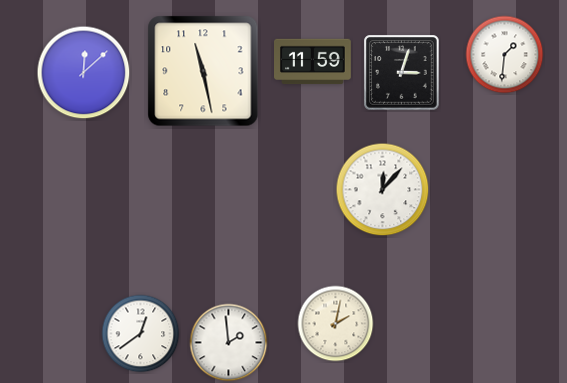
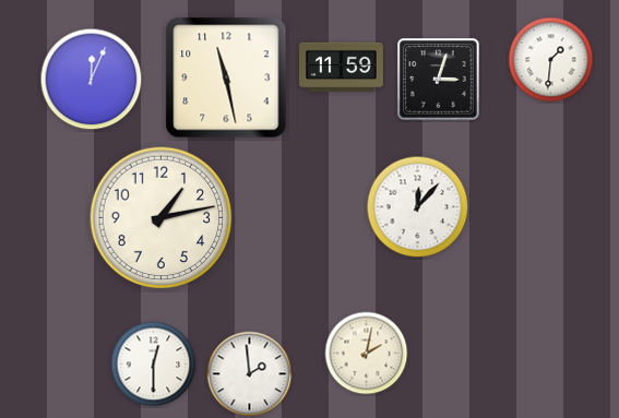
clock at (203, 71) position: (203, 71) -> (226, 77)
clock at (84, 73): 12:08 -> 12:04
clock at (162, 218): none -> 1:13
clock at (141, 334): 12:39 -> 12:30
